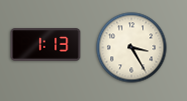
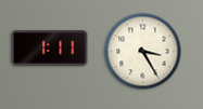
clock at (46, 45): 1:13 -> 1:11
